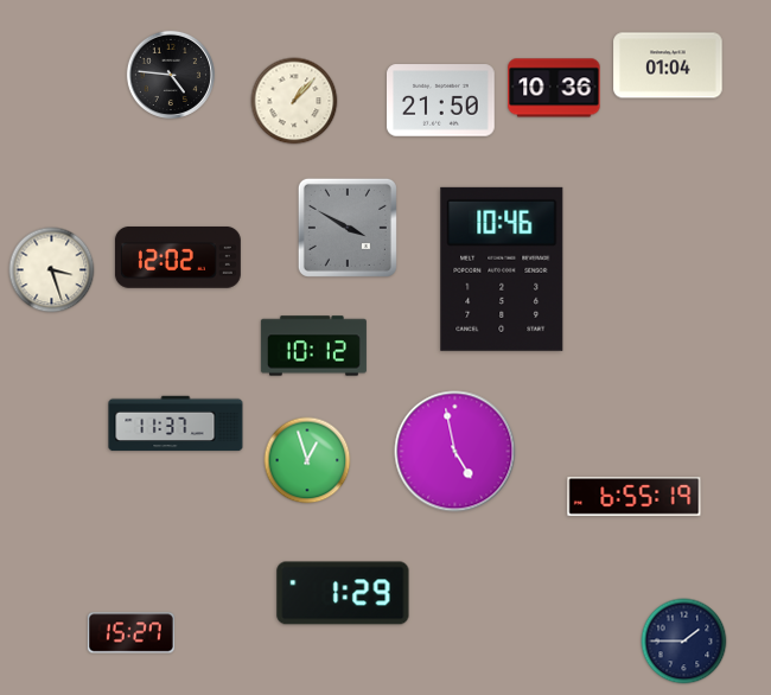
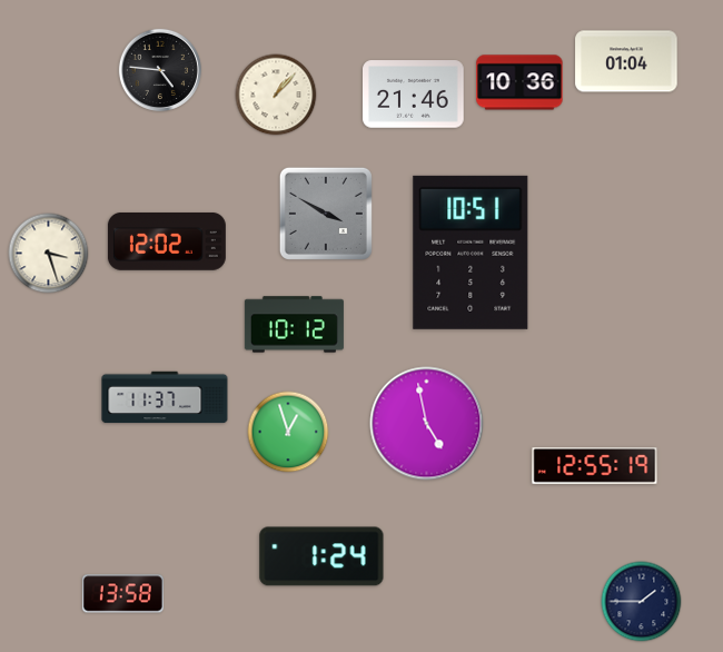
clock at (441, 101): 21:50 -> 21:46
clock at (502, 269): 10:46 -> 10:51
clock at (635, 497): 6:55 -> 12:55
clock at (343, 593): 1:29 -> 1:24
clock at (130, 633): 15:27 -> 13:58
